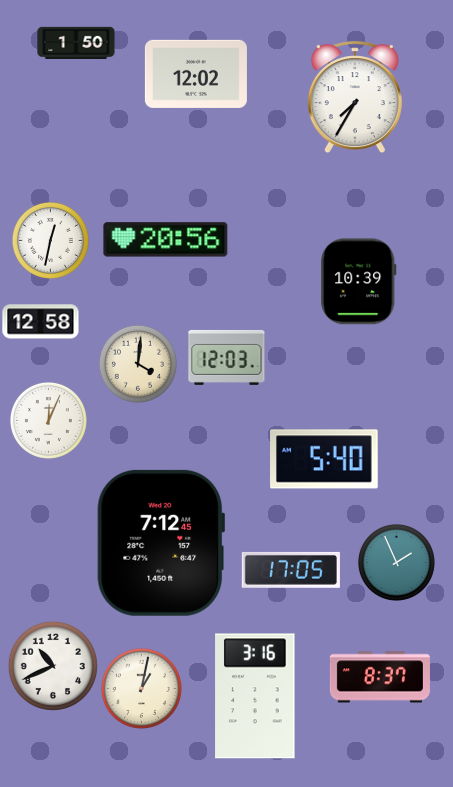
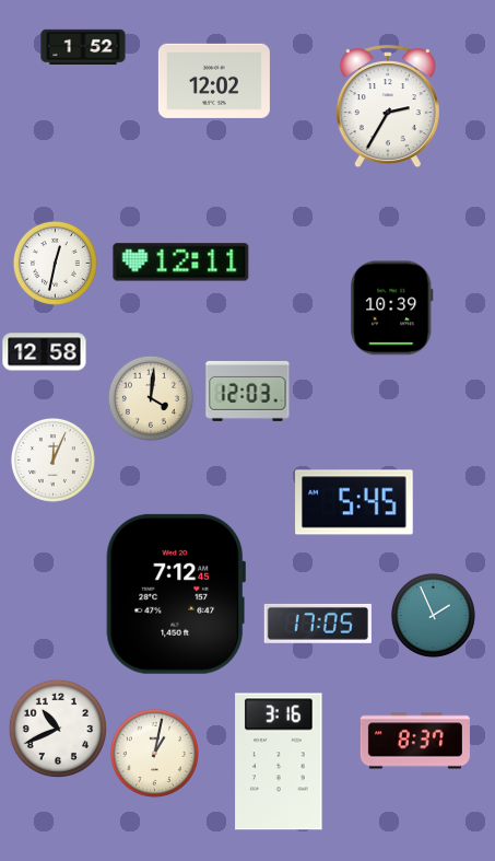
clock at (76, 43): 1:50 -> 1:52
clock at (355, 98): 7:35 -> 2:35
clock at (166, 240): 20:56 -> 12:11
clock at (324, 459): 5:40 -> 5:45
